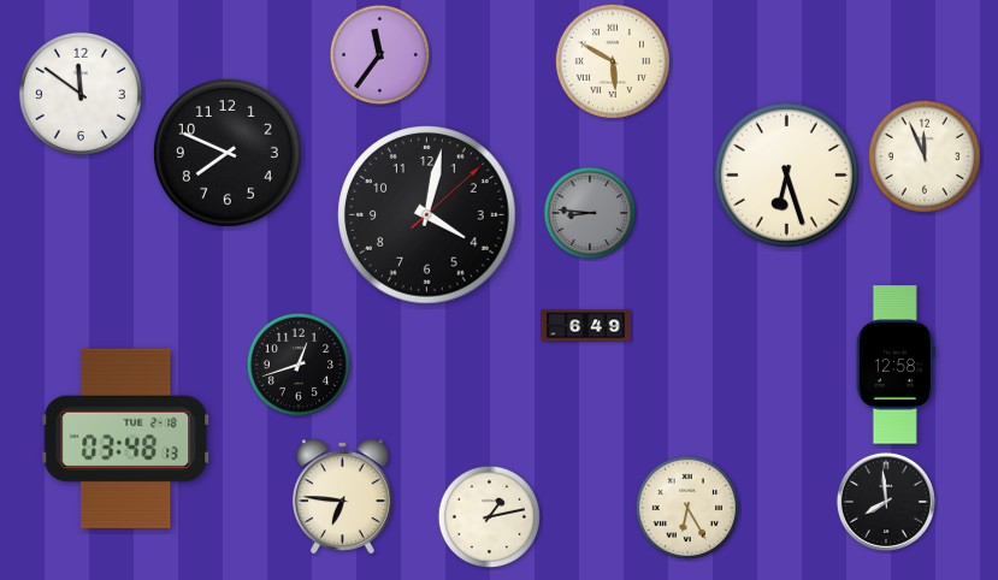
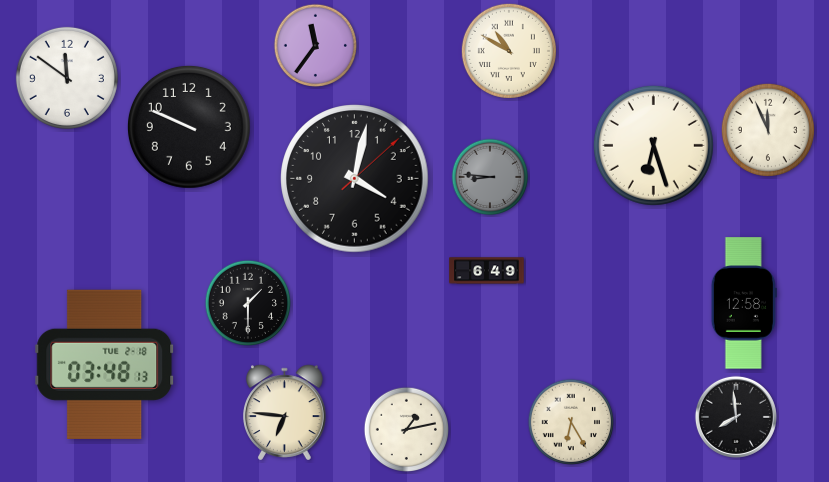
clock at (613, 61): 5:50 -> 10:50
clock at (228, 153): 7:49 -> 9:49
clock at (297, 363): 12:42 -> 1:30
